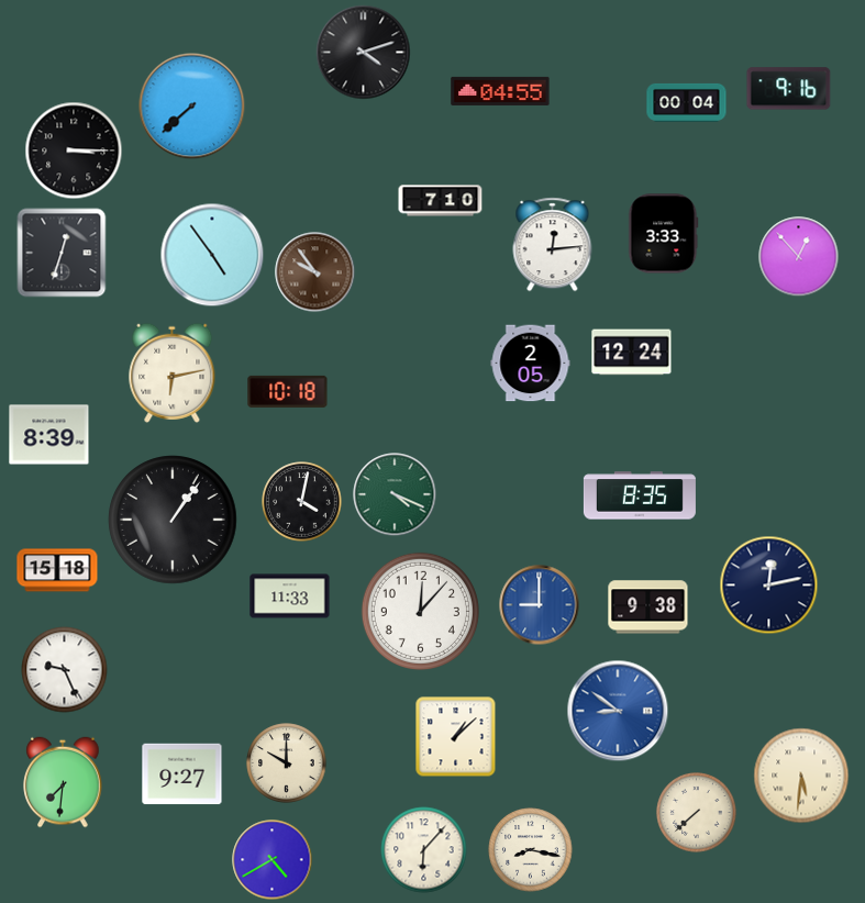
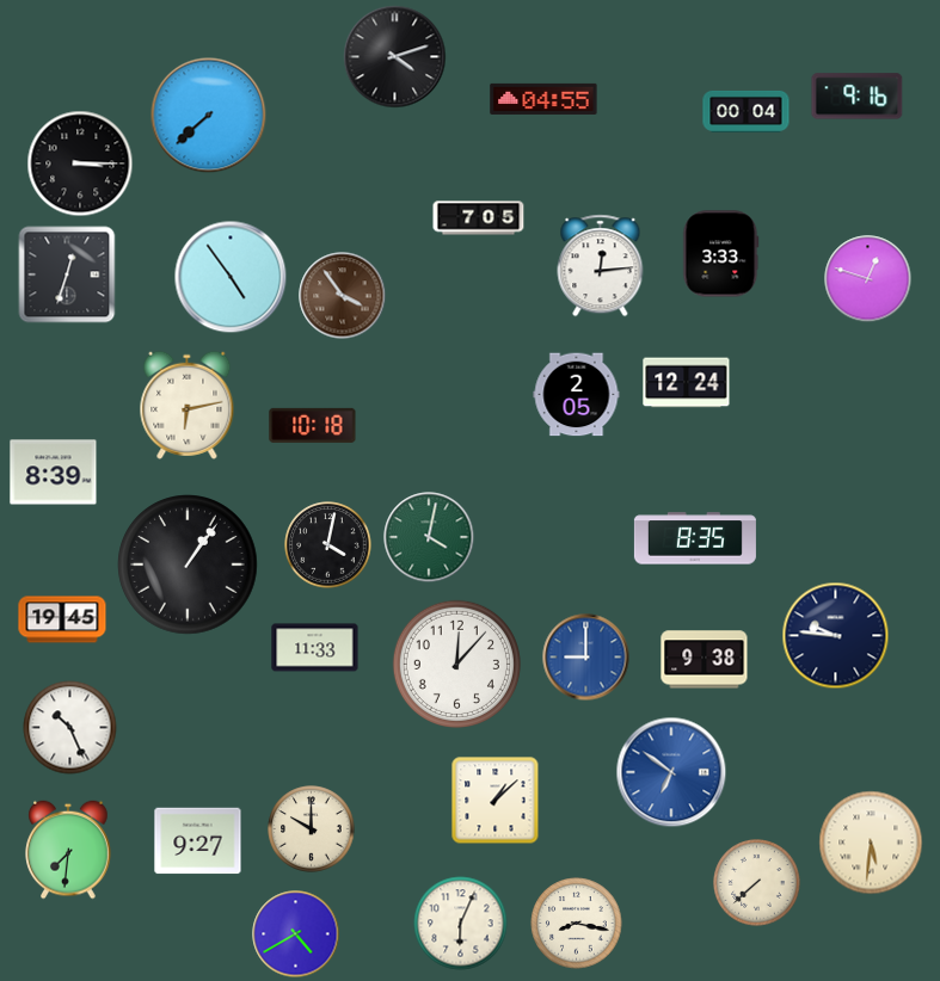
clock at (441, 201): 7:10 -> 7:05
clock at (799, 257): 12:53 -> 12:48
clock at (315, 272): 9:54 -> 3:54
clock at (395, 494): 4:19 -> 4:02
clock at (57, 570): 15:18 -> 19:45
clock at (769, 586): 12:13 -> 9:46
clock at (65, 670): 9:26 -> 10:26
clock at (618, 711): 8:51 -> 6:51
clock at (424, 850): 6:07 -> 6:04
